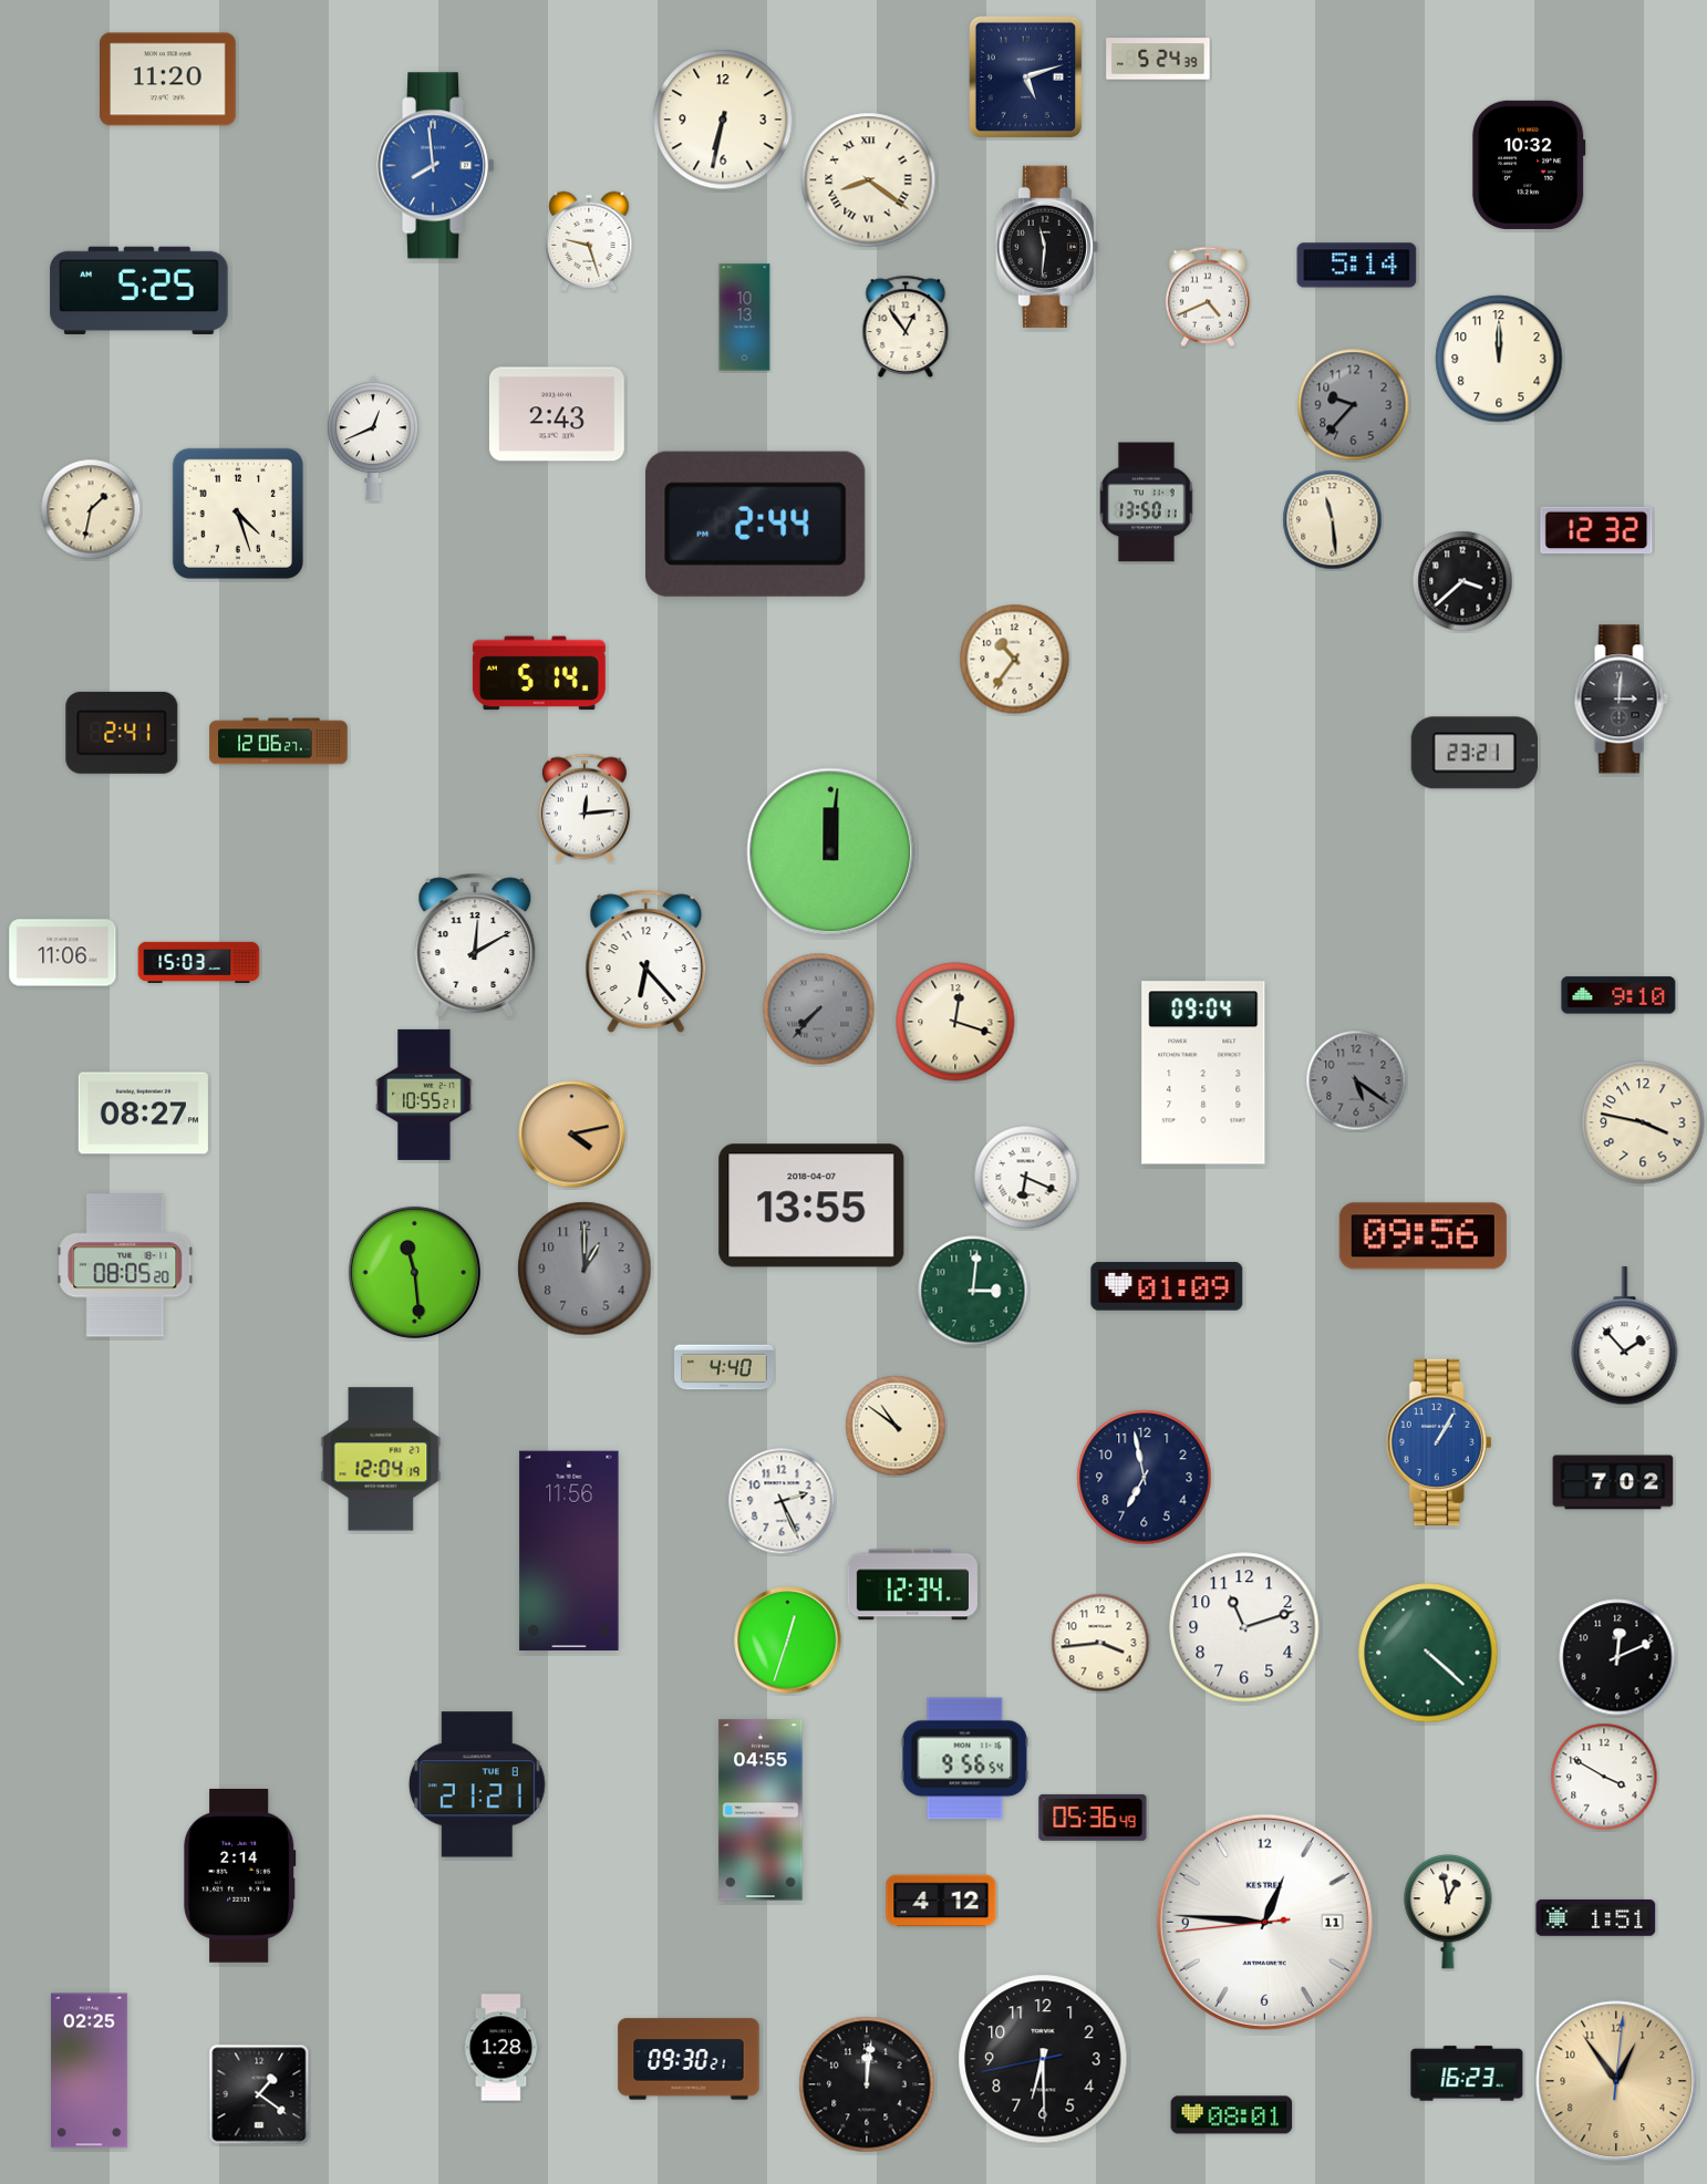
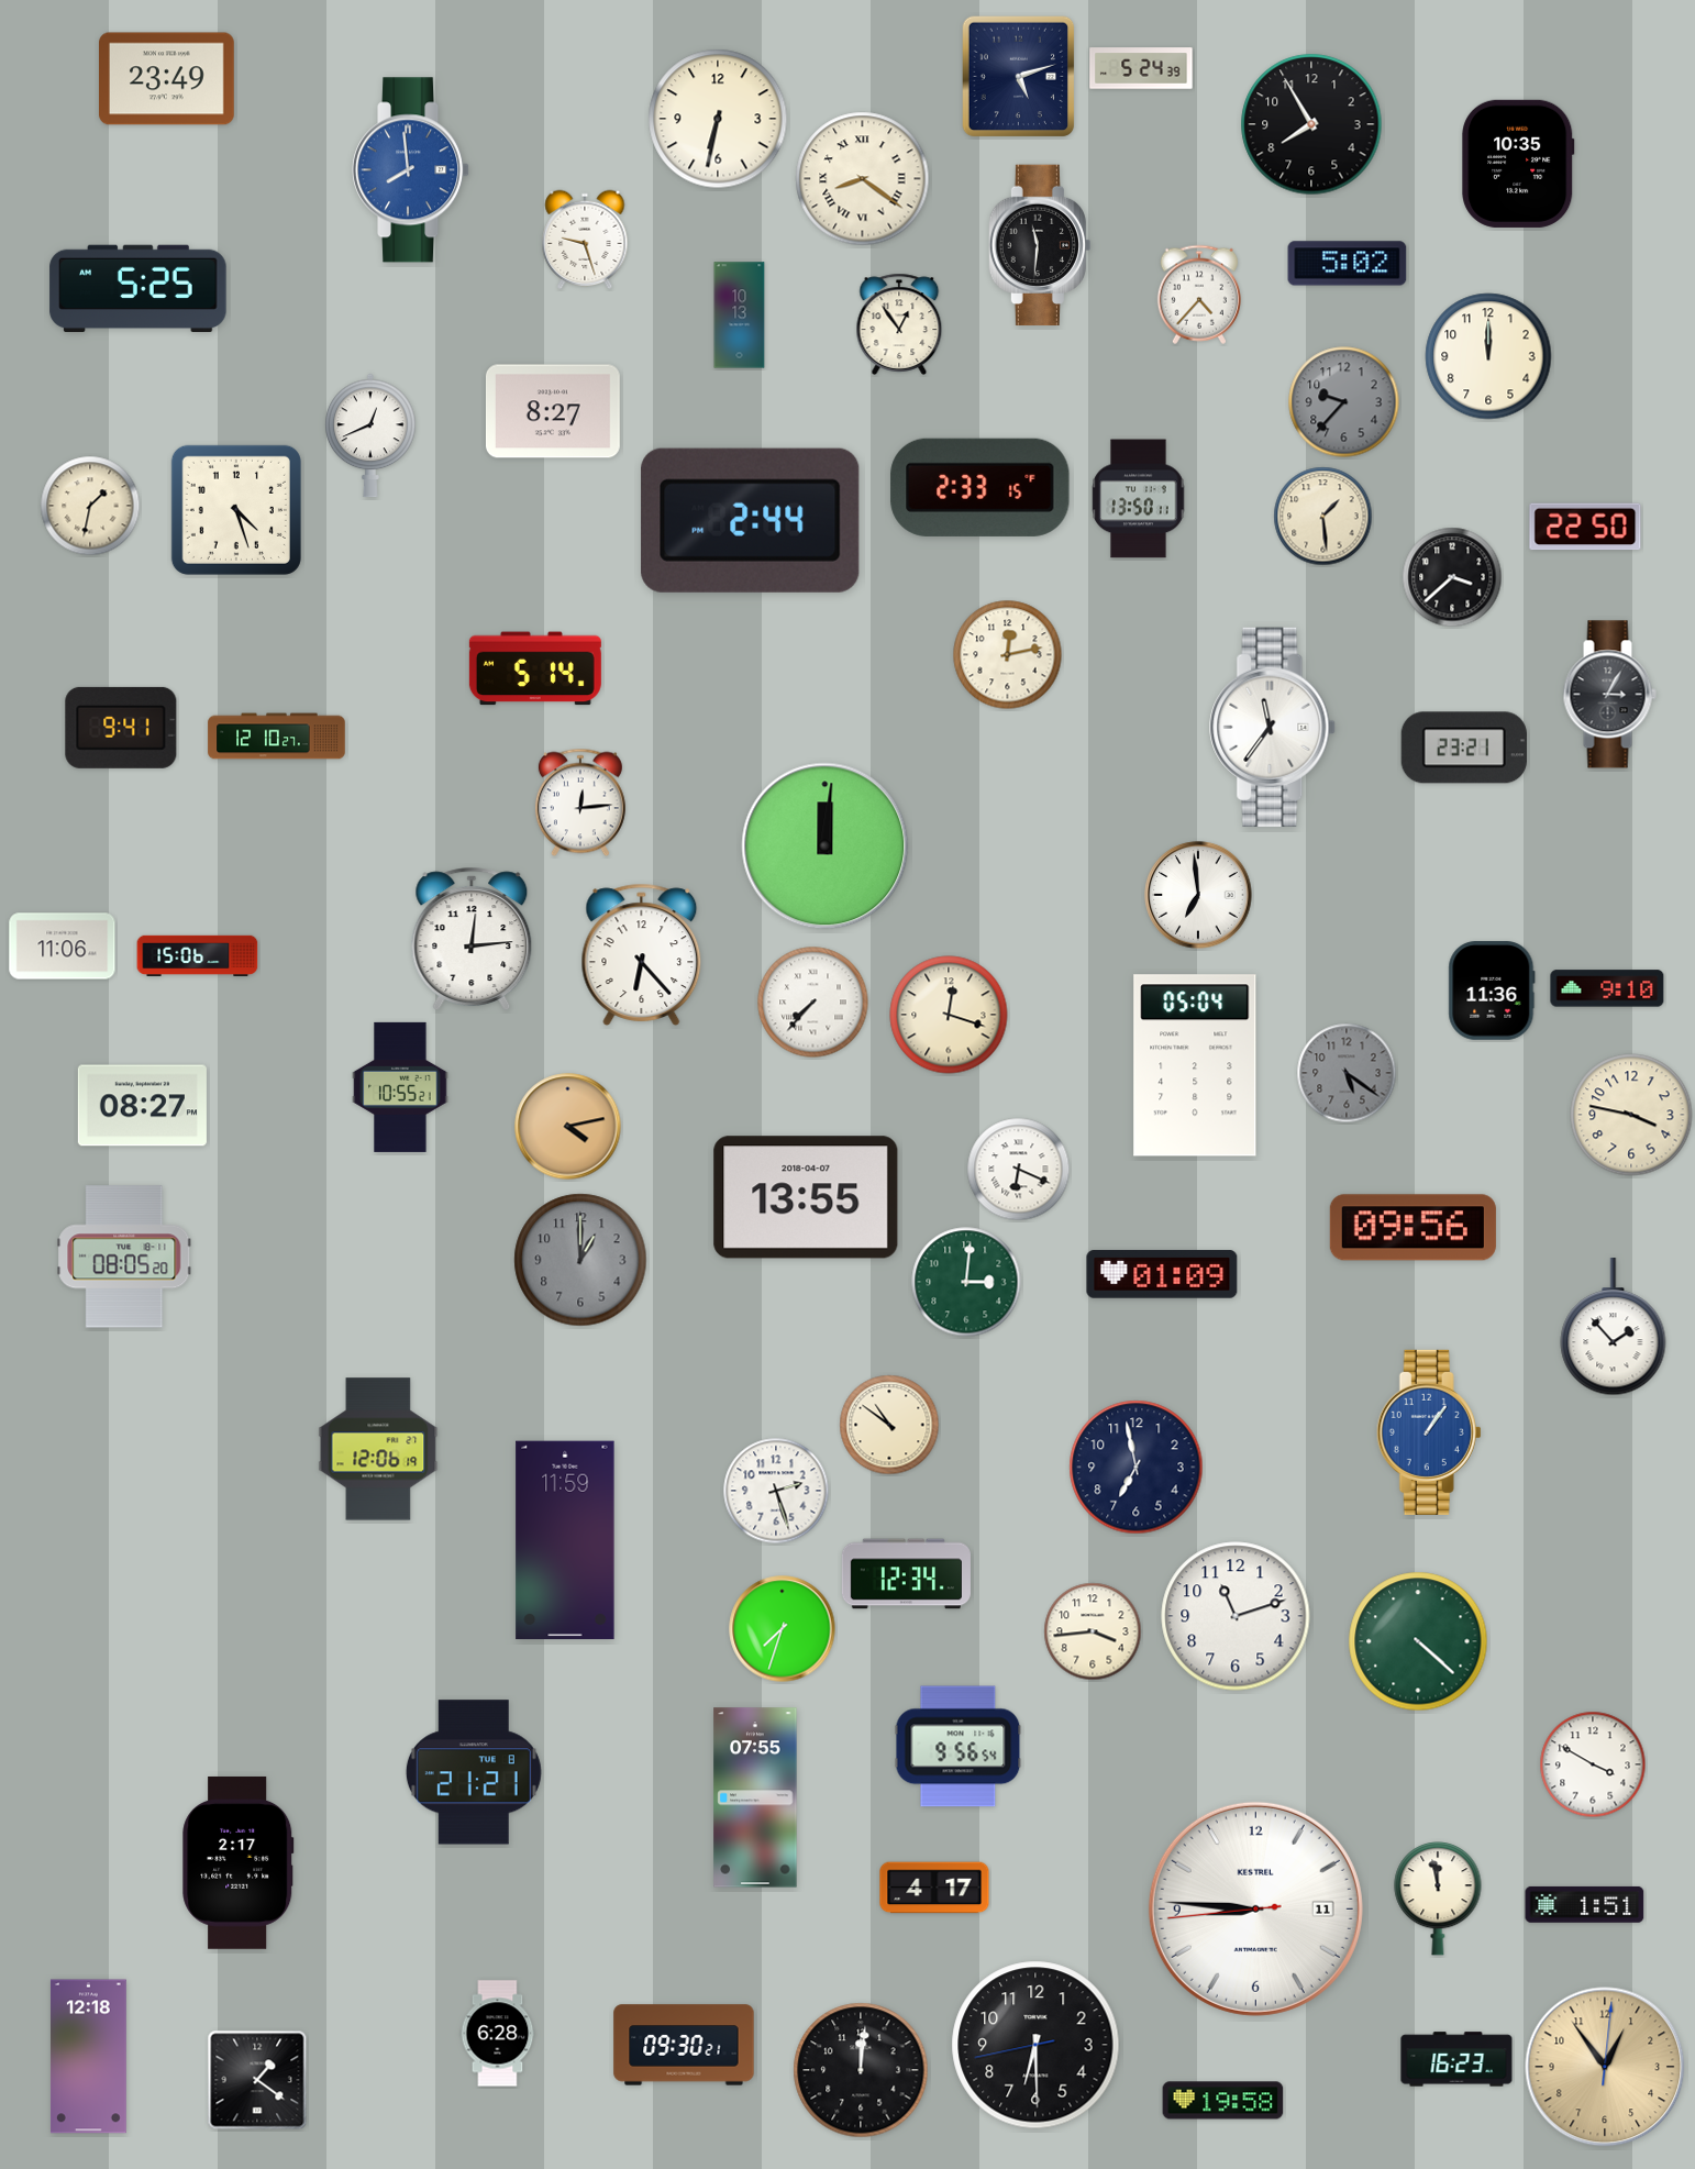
clock at (1158, 59) position: (1158, 59) -> (1141, 68)
clock at (168, 80): 11:20 -> 23:49
clock at (1311, 124): none -> 7:55
clock at (1529, 165): 10:32 -> 10:35
clock at (437, 166) position: (437, 166) -> (412, 170)
clock at (1357, 266): 5:14 -> 5:02
clock at (1208, 297): 4:41 -> 4:37
clock at (557, 414): 2:43 -> 8:27
clock at (981, 487): none -> 2:33
clock at (1333, 520): 11:29 -> 1:29
clock at (1596, 530): 12:32 -> 22:50
clock at (1015, 660): 10:36 -> 12:13
clock at (1621, 700): 3:01 -> 3:05
clock at (1273, 727): none -> 11:36
clock at (122, 733): 2:41 -> 9:41
clock at (279, 742): 12:06 -> 12:10
clock at (1198, 895): none -> 6:59
clock at (475, 945): 12:10 -> 12:14
clock at (199, 962): 15:03 -> 15:06
clock at (1492, 991): none -> 11:36
clock at (819, 1010) dial: grey -> white
clock at (1203, 1073): 09:04 -> 05:04
clock at (424, 1095) position: (424, 1095) -> (400, 1087)
clock at (414, 1272): 11:29 -> none
clock at (1167, 1286) position: (1167, 1286) -> (1162, 1274)
clock at (724, 1367): 4:40 -> none
clock at (896, 1426) position: (896, 1426) -> (889, 1425)
clock at (1439, 1442): 1:05 -> 1:06
clock at (381, 1459): 12:04 -> 12:06
clock at (1613, 1482): 7:02 -> none
clock at (782, 1501): 2:26 -> 2:27
clock at (569, 1551): 11:56 -> 11:59
clock at (788, 1640): 12:33 -> 7:33
clock at (1617, 1657): 12:11 -> none
clock at (761, 1810): 04:55 -> 07:55
clock at (1093, 1818): 05:36 -> none
clock at (240, 1876): 2:14 -> 2:17
clock at (941, 1901): 4:12 -> 4:17
clock at (1448, 1912): 12:58 -> 11:58
clock at (1264, 1922): 12:45 -> 8:45
clock at (501, 2048): 1:28 -> 6:28
clock at (89, 2071): 02:25 -> 12:18
clock at (1232, 2115): 08:01 -> 19:58
